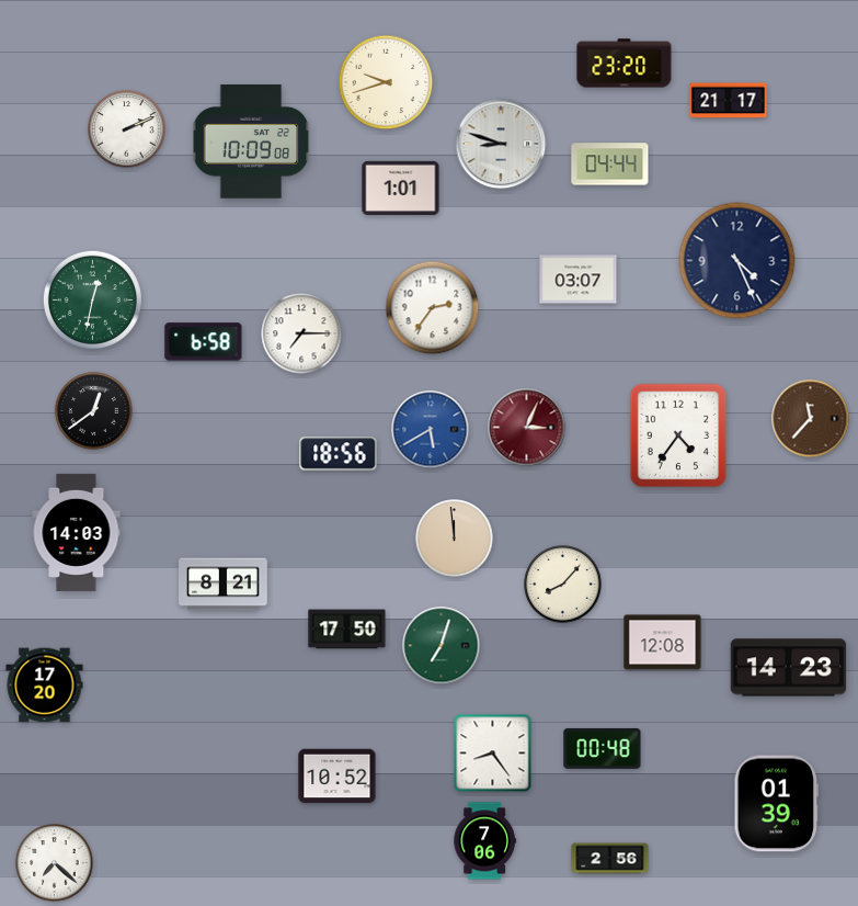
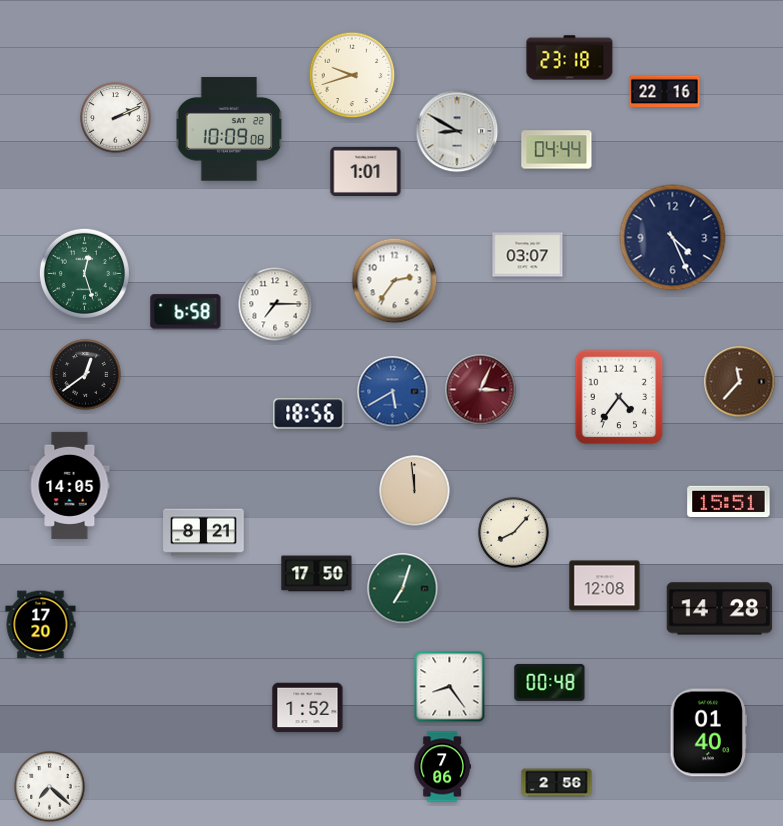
clock at (625, 64): 23:20 -> 23:18
clock at (729, 101): 21:17 -> 22:16
clock at (501, 144): 8:48 -> 8:50
clock at (92, 299): 12:32 -> 12:27
clock at (77, 532): 14:03 -> 14:05
clock at (729, 502): none -> 15:51
clock at (789, 668): 14:23 -> 14:28
clock at (338, 777): 10:52 -> 1:52
clock at (776, 804): 01:39 -> 01:40
